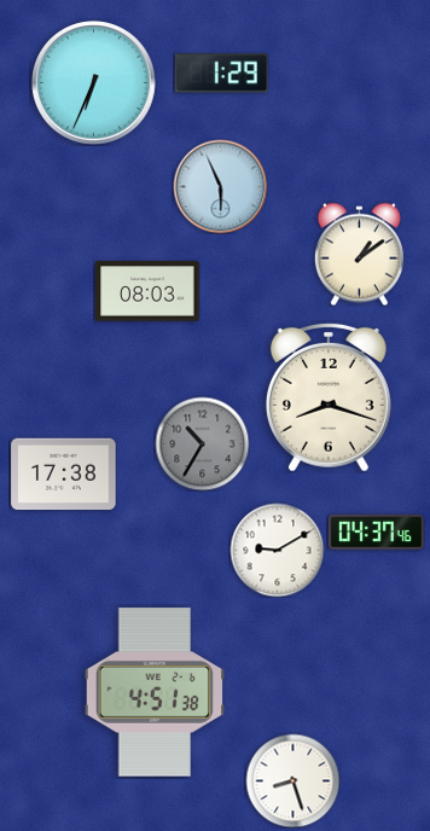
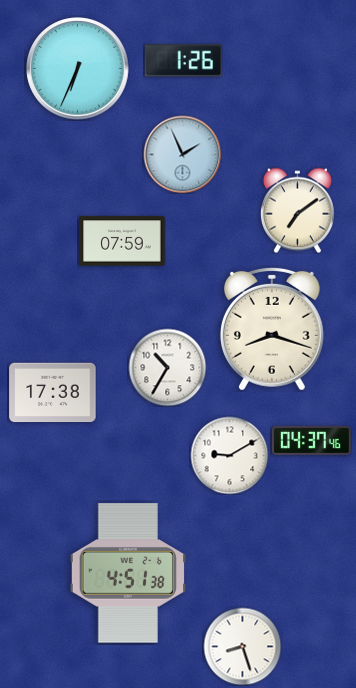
clock at (221, 74): 1:29 -> 1:26
clock at (220, 186): 5:56 -> 1:56
clock at (359, 254): 1:09 -> 7:09
clock at (147, 291): 08:03 -> 07:59
clock at (202, 443) dial: grey -> white
